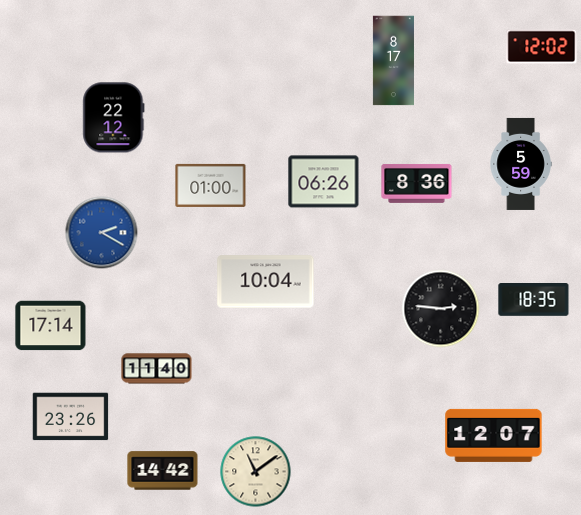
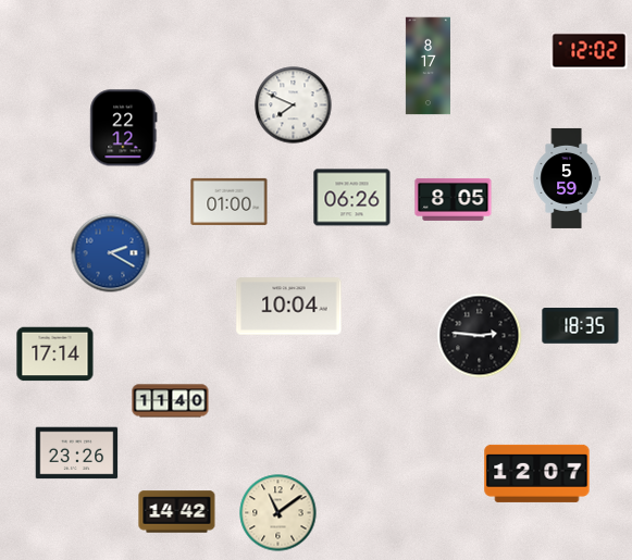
clock at (294, 105): none -> 7:49
clock at (417, 183): 8:36 -> 8:05
